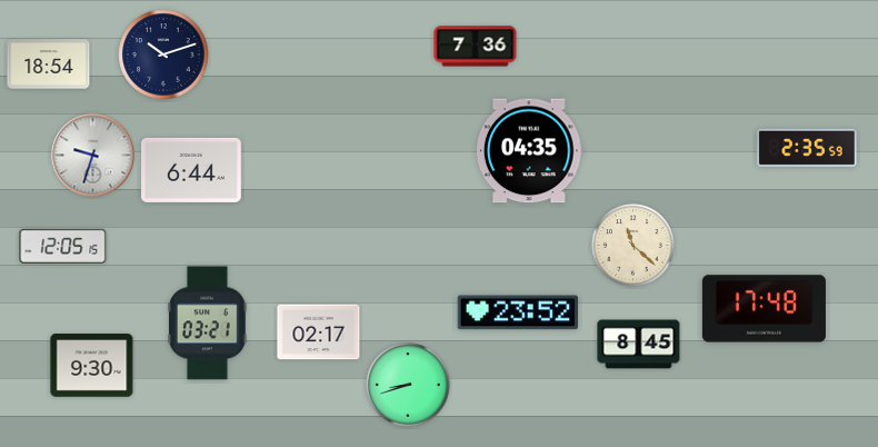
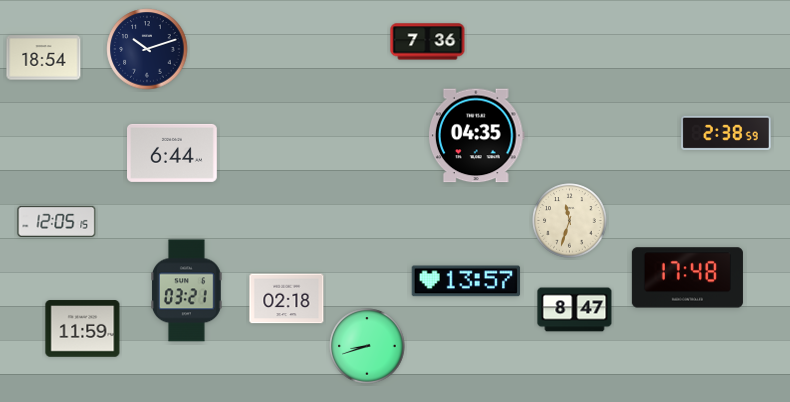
clock at (808, 147): 2:35 -> 2:38
clock at (93, 156): 9:33 -> none
clock at (633, 246): 11:22 -> 11:33
clock at (518, 312): 23:52 -> 13:57
clock at (319, 332): 02:17 -> 02:18
clock at (639, 345): 8:45 -> 8:47
clock at (92, 366): 9:30 -> 11:59
